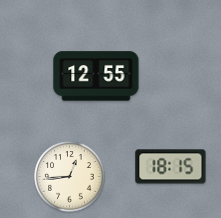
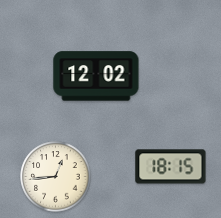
clock at (96, 76): 12:55 -> 12:02
clock at (70, 177) position: (70, 177) -> (56, 177)
